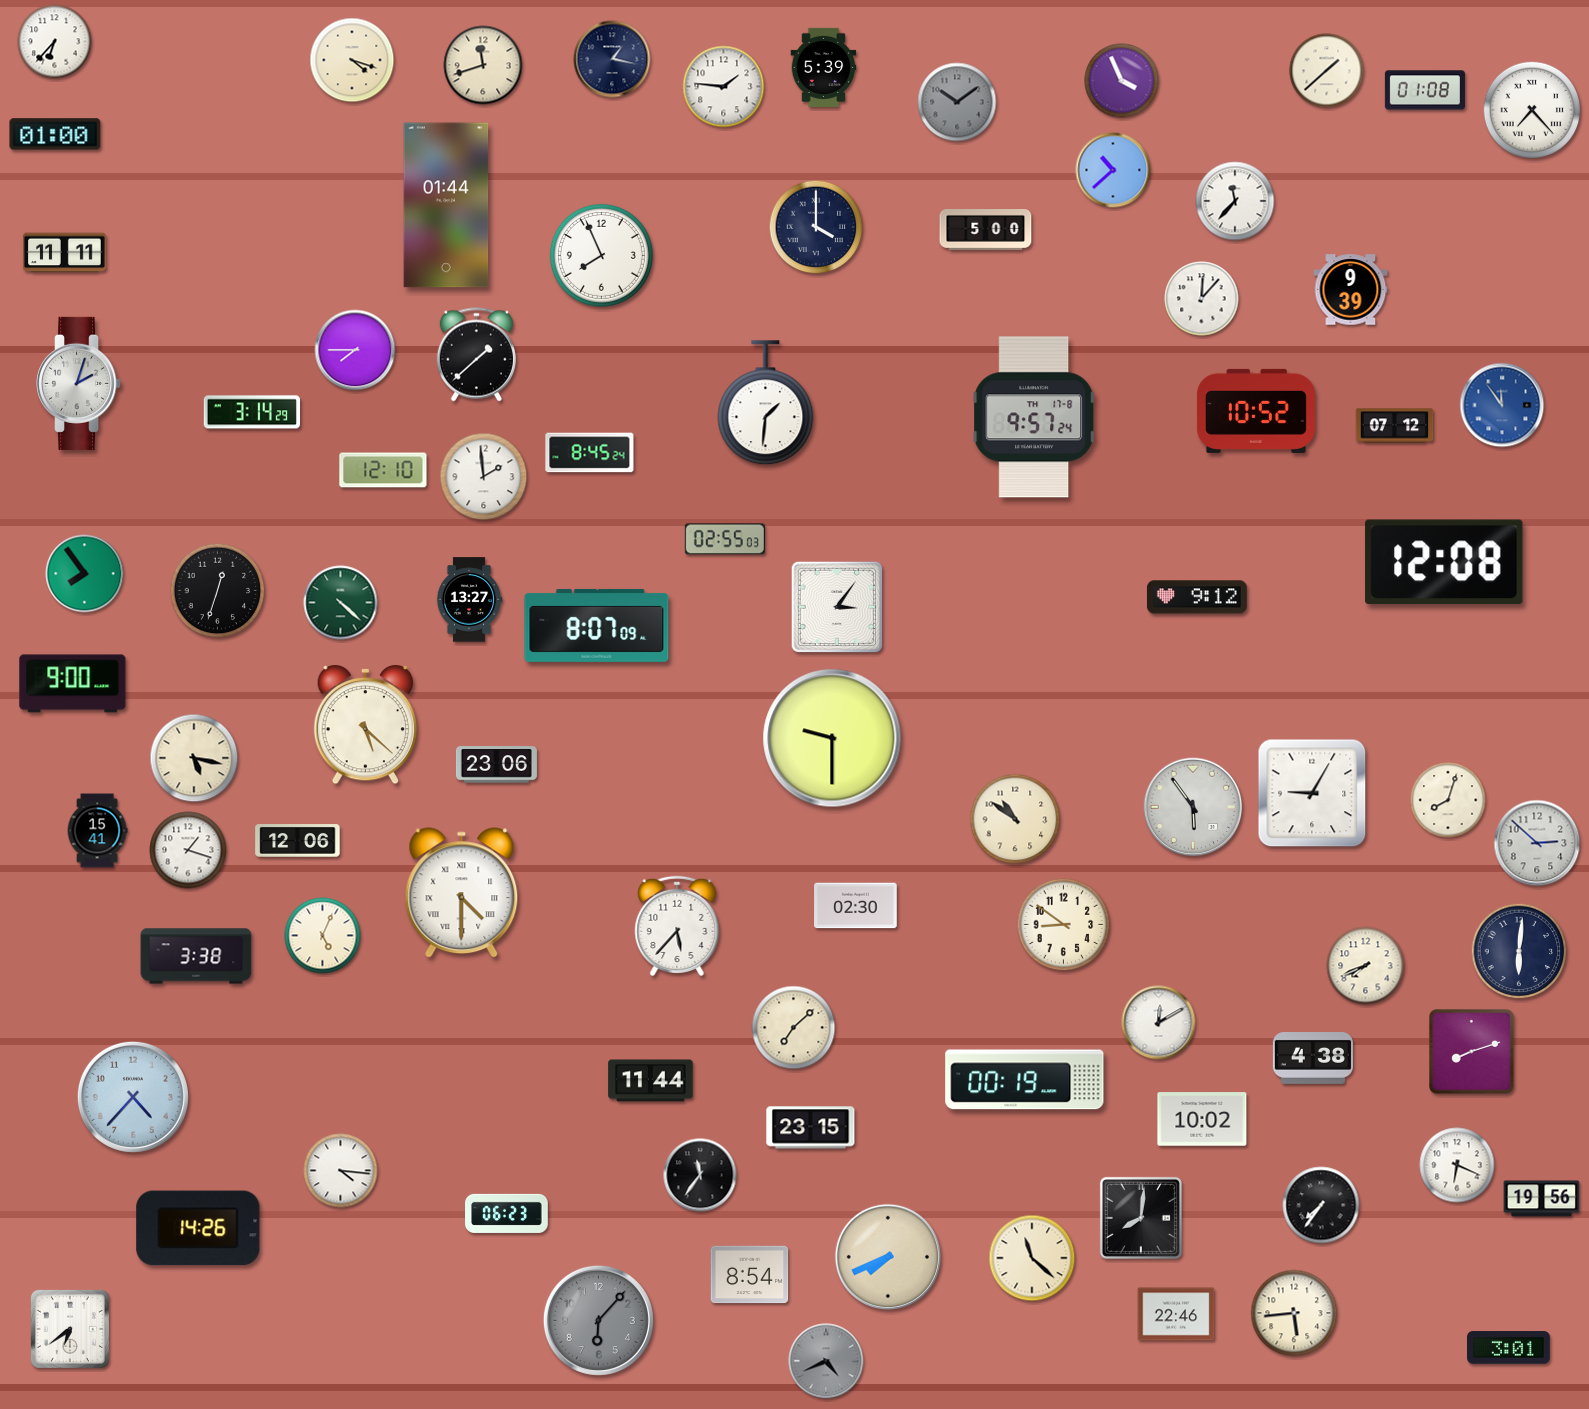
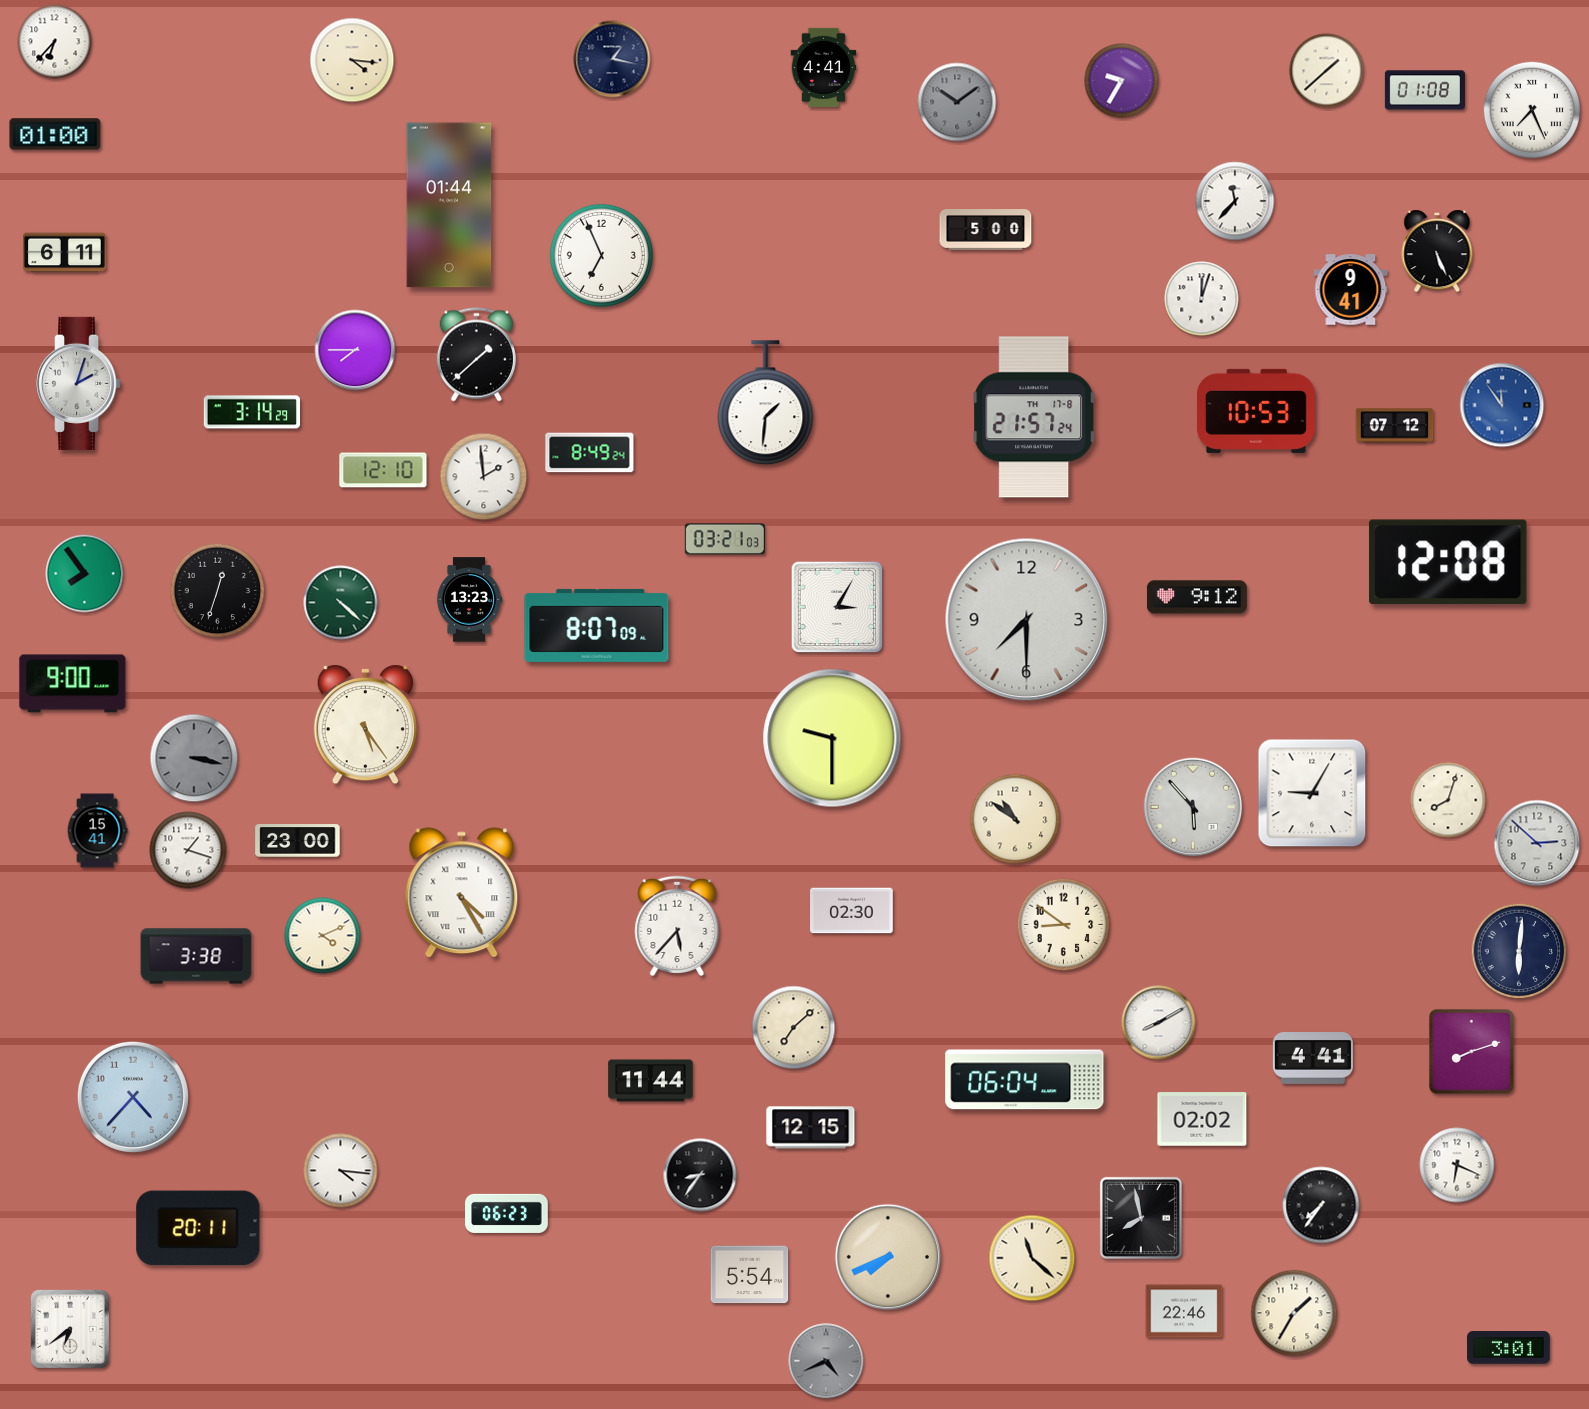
clock at (352, 60): 4:18 -> 4:16
clock at (483, 65): 11:42 -> none
clock at (824, 67): 5:39 -> 4:41
clock at (1122, 81): 3:56 -> 9:35
clock at (724, 87): 1:46 -> none
clock at (1532, 110): 7:23 -> 7:26
clock at (1113, 170): 10:38 -> none
clock at (446, 205) position: (446, 205) -> (449, 205)
clock at (816, 227): 4:00 -> none
clock at (1437, 251): none -> 5:26
clock at (65, 253): 11:11 -> 6:11
clock at (601, 255): 7:56 -> 6:56
clock at (1351, 290): 9:39 -> 9:41
clock at (1202, 299): 12:07 -> 12:03
clock at (1256, 411): 10:52 -> 10:53
clock at (1034, 417): 9:57 -> 21:57
clock at (590, 453): 8:45 -> 8:49
clock at (725, 539): 02:55 -> 03:21
clock at (1444, 562) position: (1444, 562) -> (1448, 562)
clock at (469, 600): 13:27 -> 13:23
clock at (837, 607): 3:06 -> 3:05
clock at (1027, 620): none -> 7:30
clock at (365, 725): 5:22 -> 5:24
clock at (194, 758): 5:17 -> 3:17
clock at (194, 758) dial: cream -> grey
clock at (496, 765): 23:06 -> none
clock at (1193, 807): 5:54 -> 5:53
clock at (298, 841): 12:06 -> 23:00
clock at (462, 893): 4:30 -> 4:25
clock at (856, 906) position: (856, 906) -> (852, 911)
clock at (323, 936): 5:04 -> 4:11
clock at (1366, 966): 7:41 -> none
clock at (1159, 1023): 12:10 -> 8:10
clock at (1313, 1059): 4:38 -> 4:41
clock at (1025, 1080): 00:19 -> 06:04
clock at (1202, 1119): 10:02 -> 02:02
clock at (811, 1128): 23:15 -> 12:15
clock at (700, 1175): 11:36 -> 8:36
clock at (1542, 1199): 19:56 -> none
clock at (1141, 1218): 8:01 -> 7:58
clock at (198, 1228): 14:26 -> 20:11
clock at (750, 1275): 8:54 -> 5:54
clock at (1294, 1313): 5:44 -> 1:35
clock at (1176, 1314) position: (1176, 1314) -> (1184, 1311)
clock at (598, 1320): 6:07 -> none
